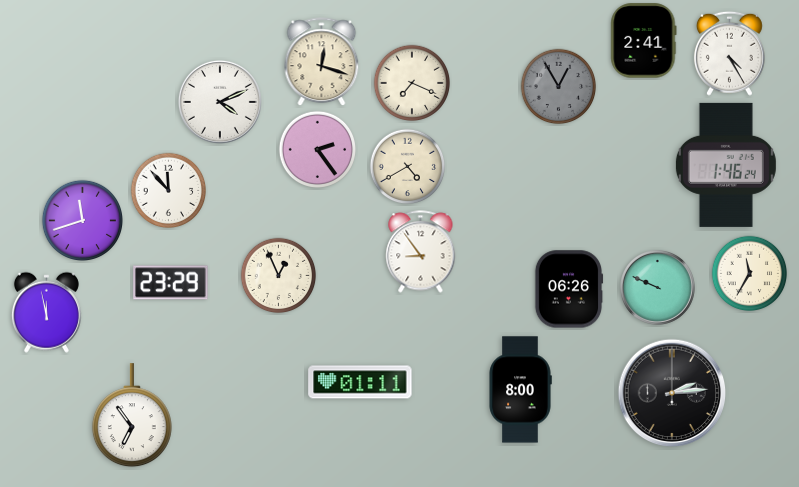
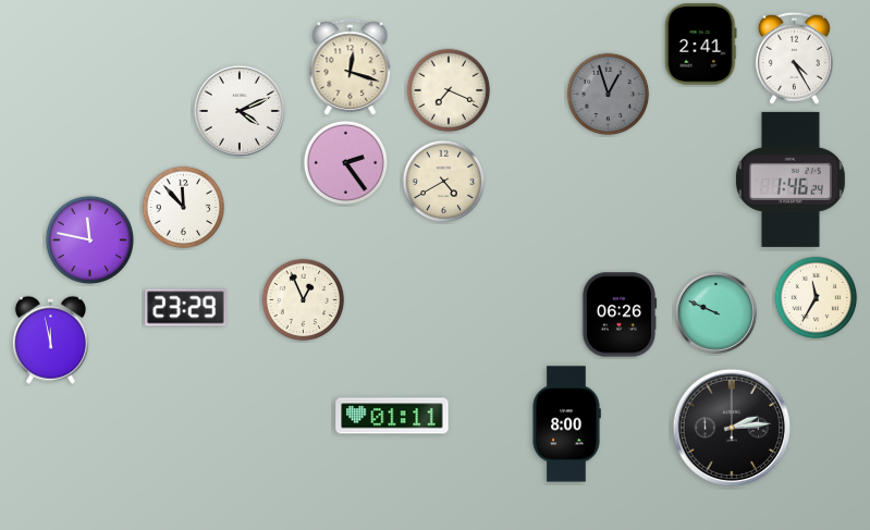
clock at (559, 87): 12:55 -> 12:57
clock at (82, 220): 11:42 -> 11:47
clock at (421, 252): 8:54 -> none
clock at (132, 416): 6:54 -> none
